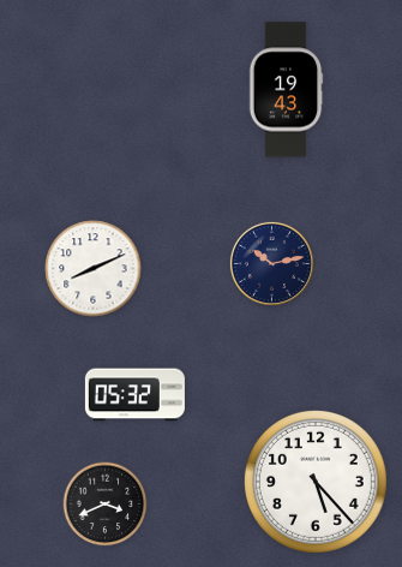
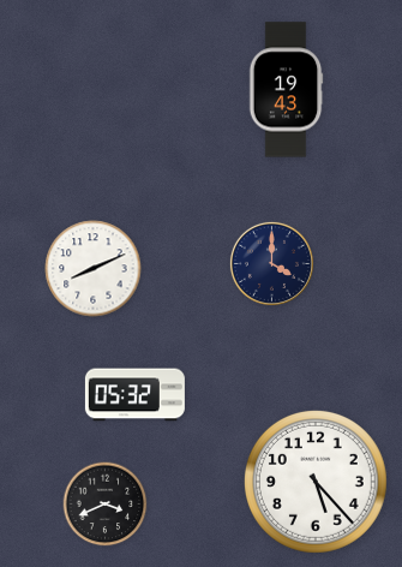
clock at (271, 263): 10:13 -> 4:00
